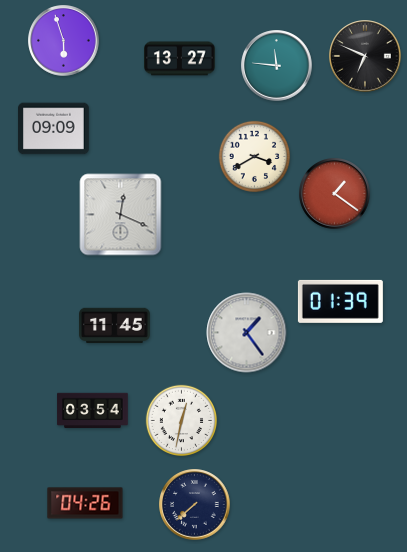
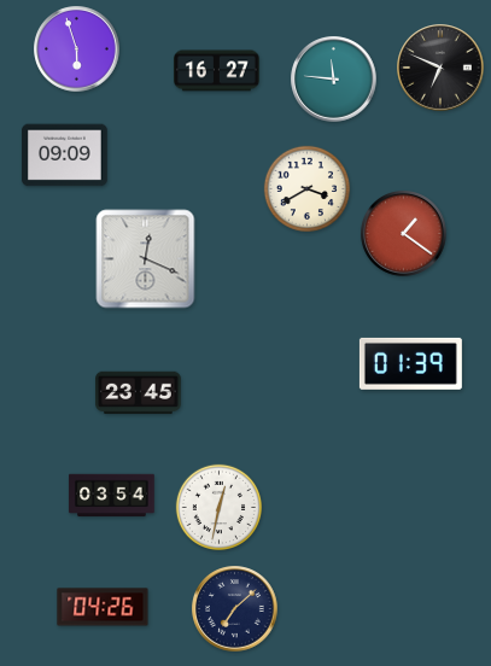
clock at (180, 59): 13:27 -> 16:27
clock at (115, 326): 11:45 -> 23:45
clock at (247, 333): 1:24 -> none
clock at (195, 505): 7:38 -> 7:08
